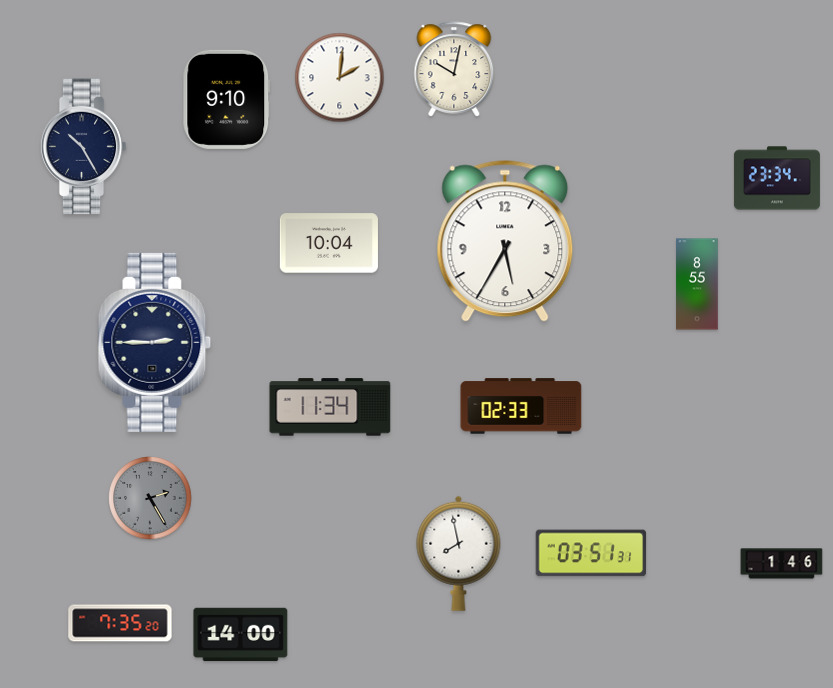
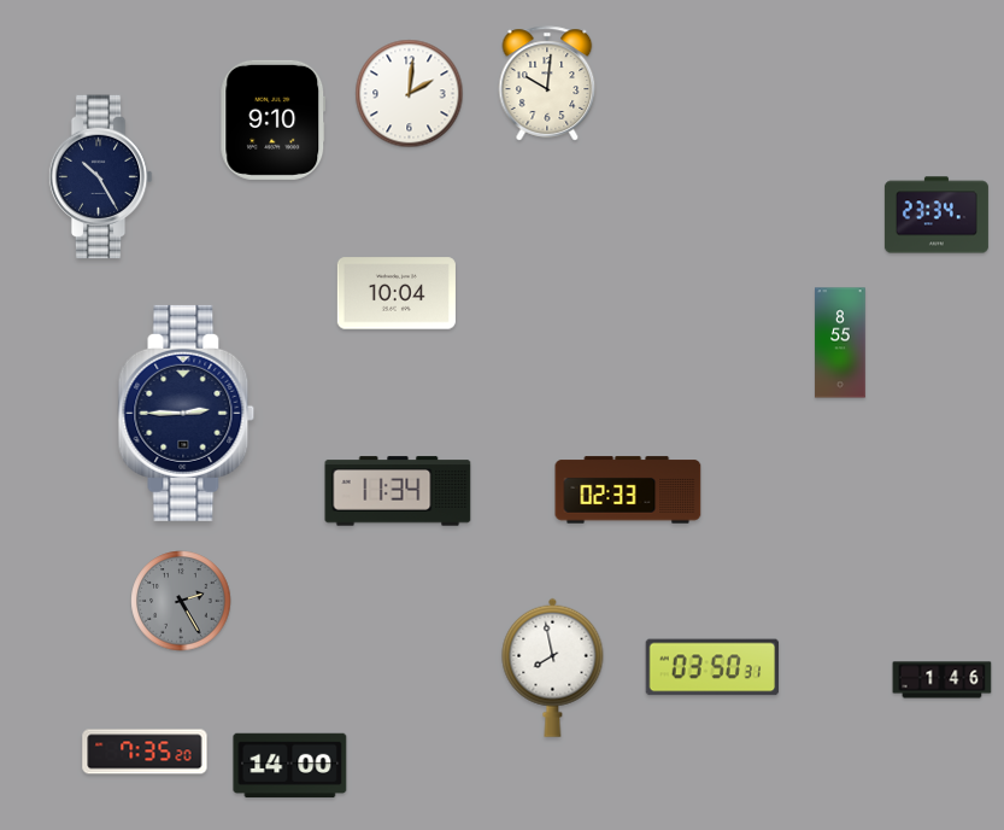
clock at (454, 69): 10:02 -> 10:01
clock at (505, 241): 5:35 -> none
clock at (591, 553): 03:51 -> 03:50
